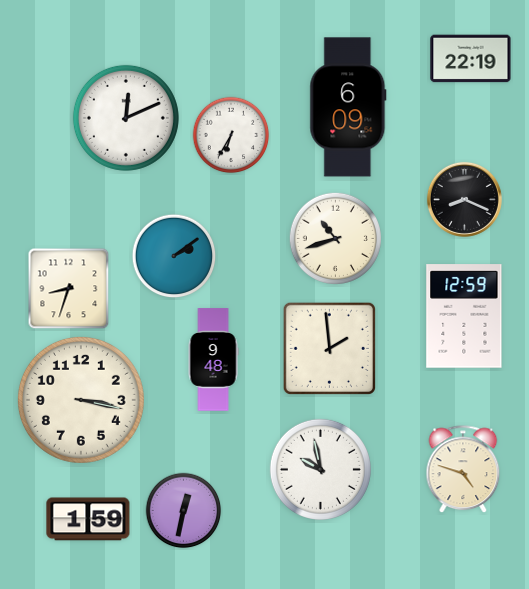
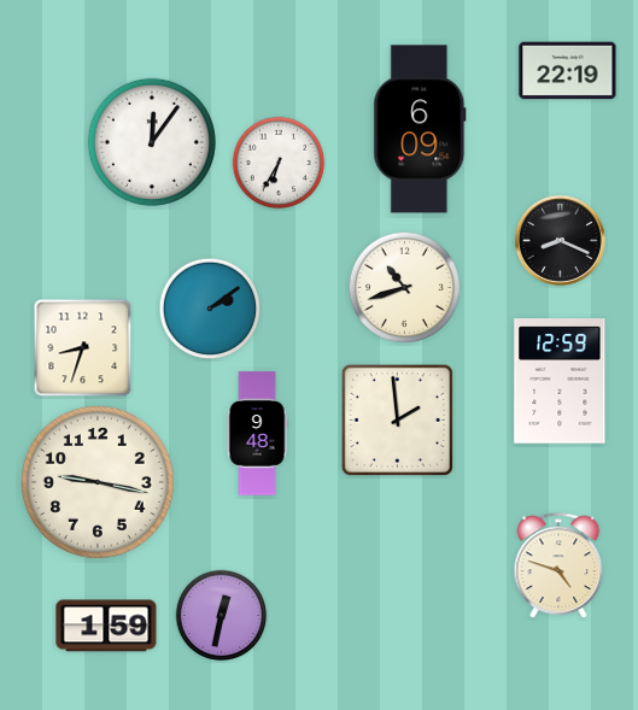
clock at (126, 118): 12:11 -> 12:06
clock at (81, 400): 3:17 -> 9:17
clock at (320, 469): 9:58 -> none
